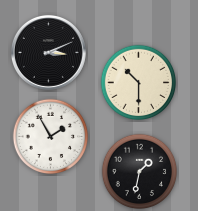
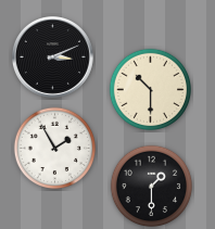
clock at (140, 172): 1:32 -> 1:30
